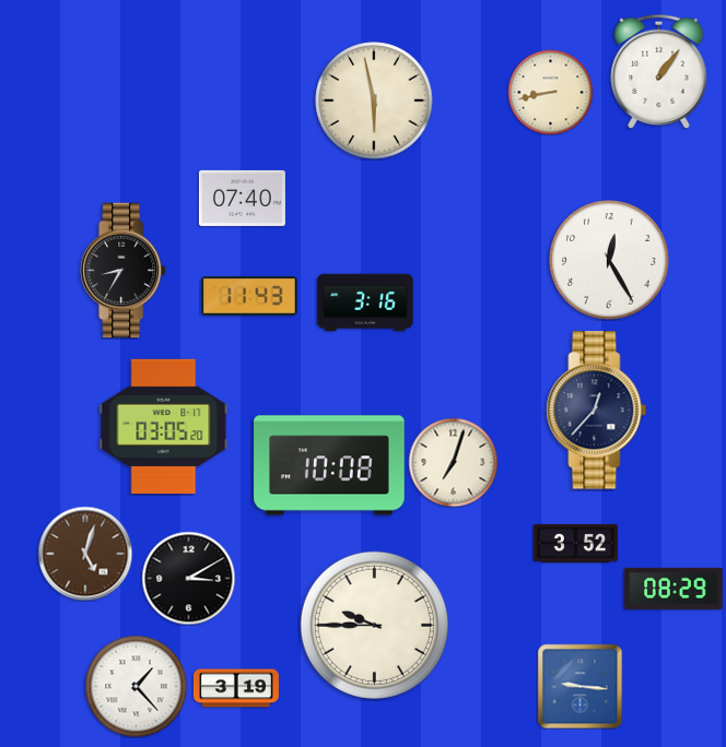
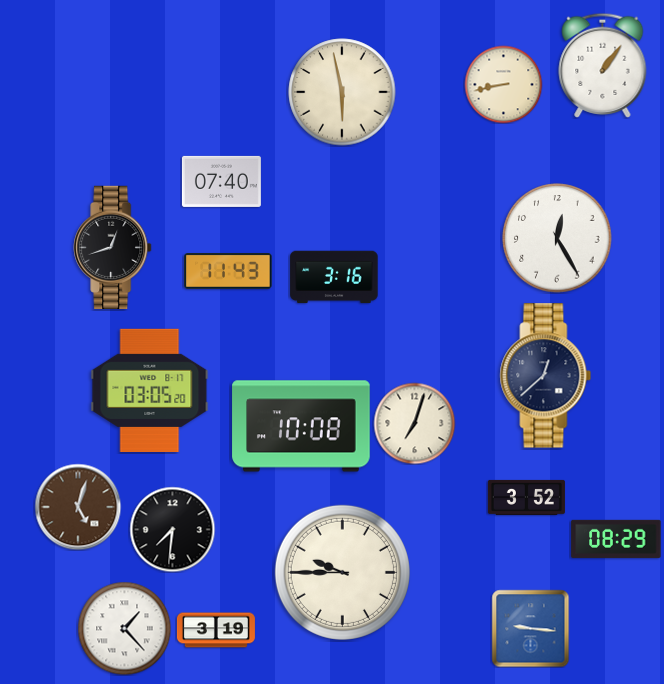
clock at (124, 270): 8:35 -> 12:42
clock at (597, 411): 12:37 -> 12:38
clock at (188, 578): 3:10 -> 7:31
